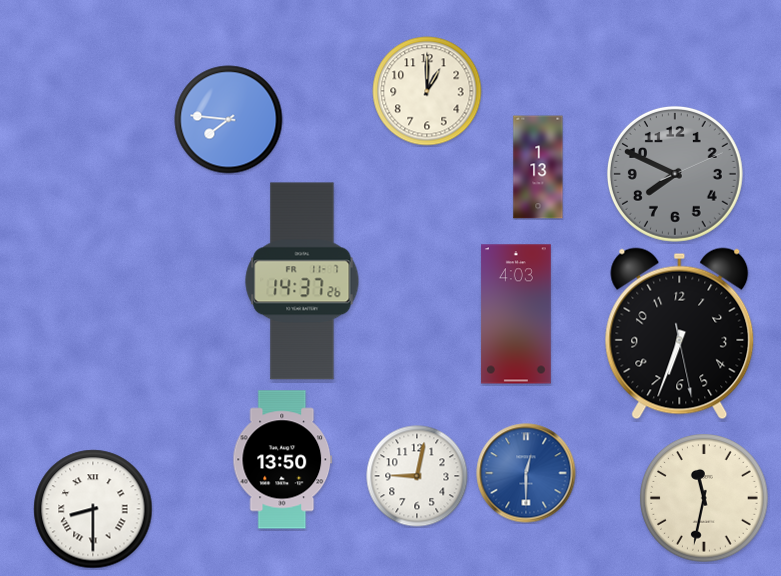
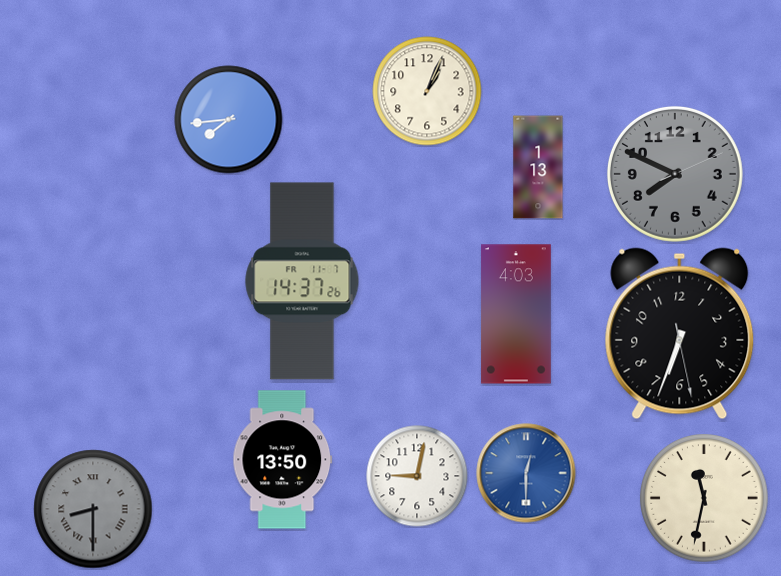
clock at (427, 91): 1:00 -> 1:04
clock at (229, 120): 7:46 -> 7:44
clock at (93, 509) dial: white -> grey
